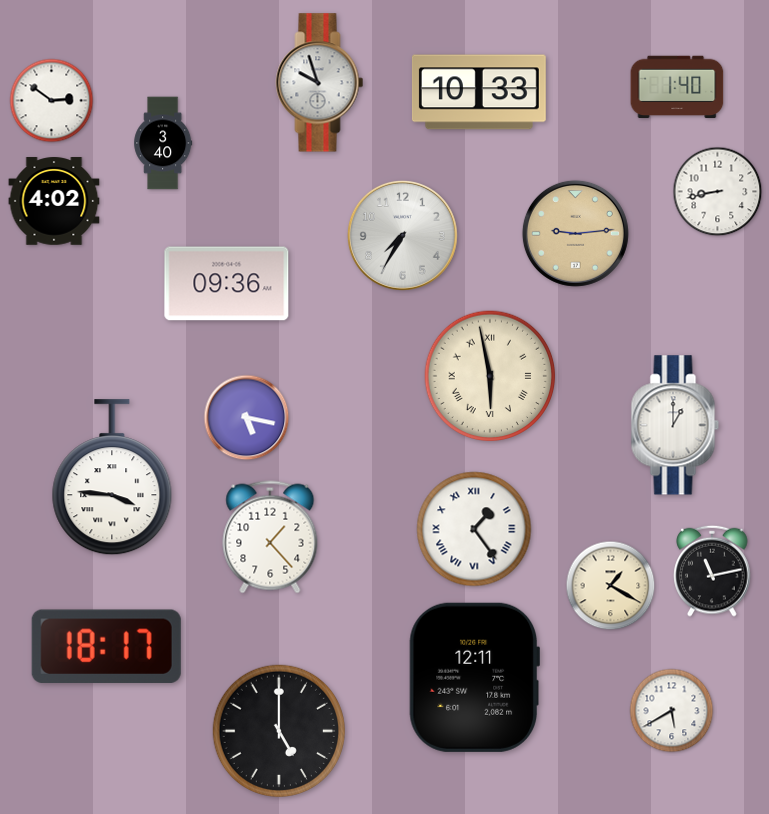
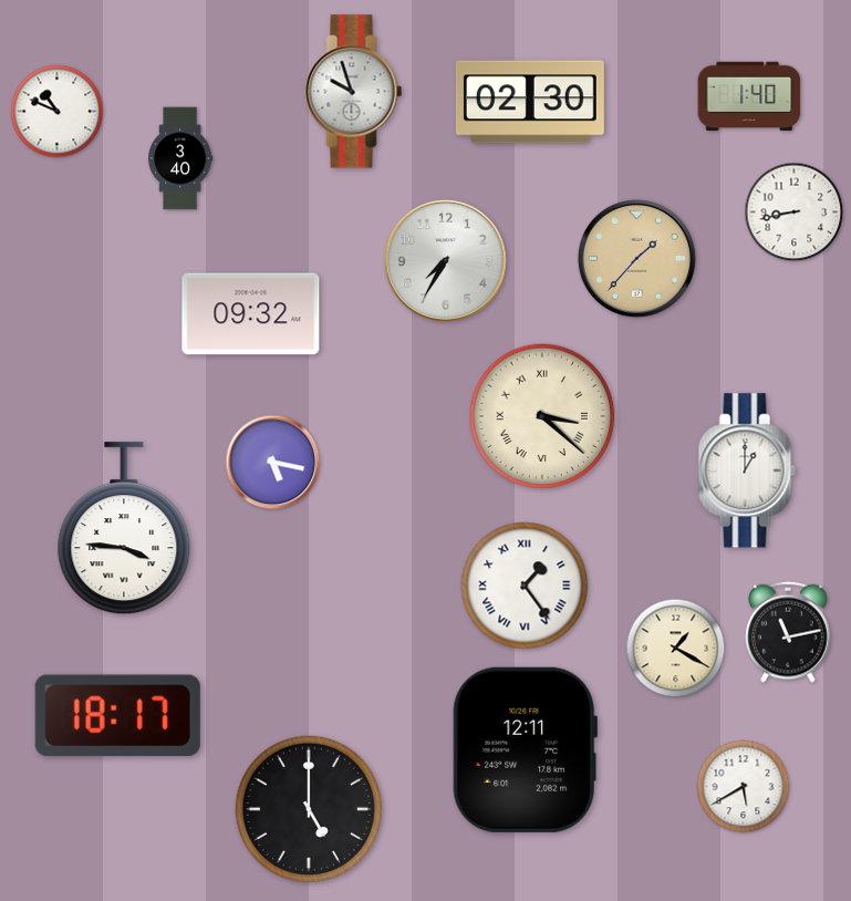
clock at (479, 92): 10:33 -> 02:30
clock at (52, 101): 2:51 -> 10:49
clock at (54, 201): 4:02 -> none
clock at (575, 233): 9:14 -> 1:37
clock at (227, 284): 09:36 -> 09:32
clock at (490, 376): 5:58 -> 3:22
clock at (270, 537): 1:23 -> none
